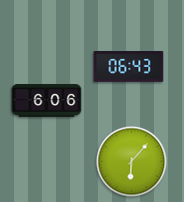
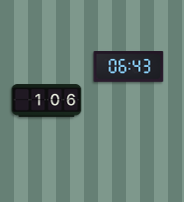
clock at (47, 101): 6:06 -> 1:06
clock at (132, 162): 6:07 -> none
